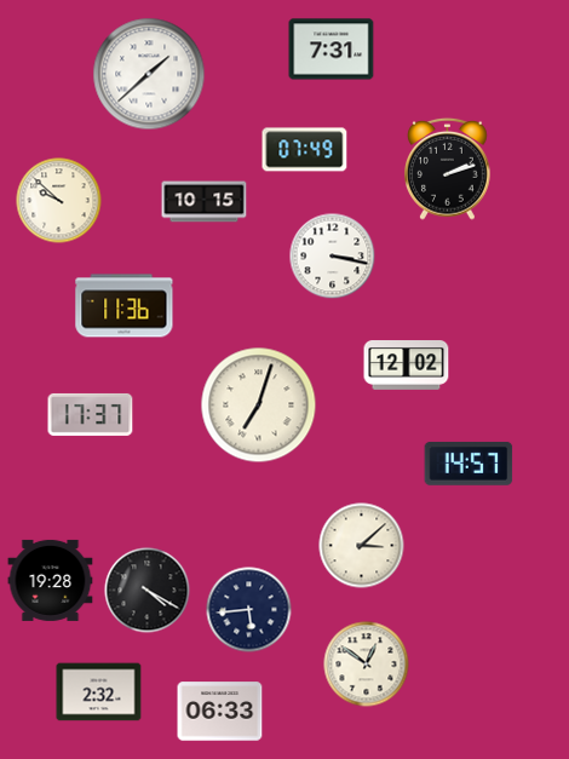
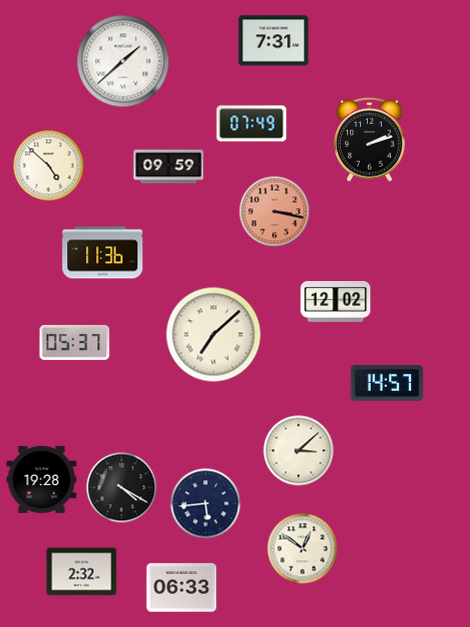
clock at (59, 201): 9:52 -> 4:52
clock at (205, 202): 10:15 -> 09:59
clock at (333, 257) dial: white -> salmon
clock at (259, 406): 7:03 -> 7:08
clock at (91, 414): 17:37 -> 05:37
